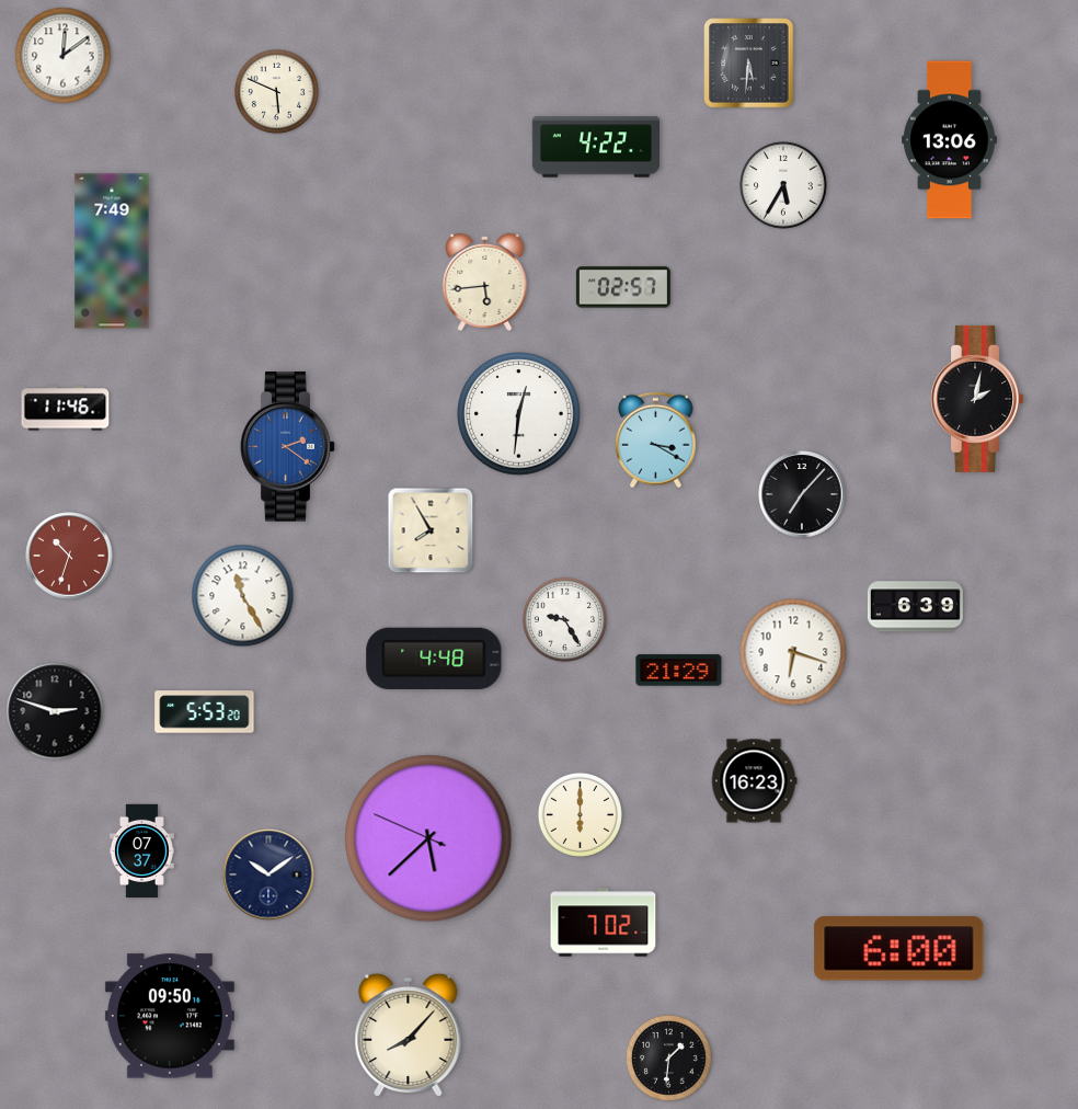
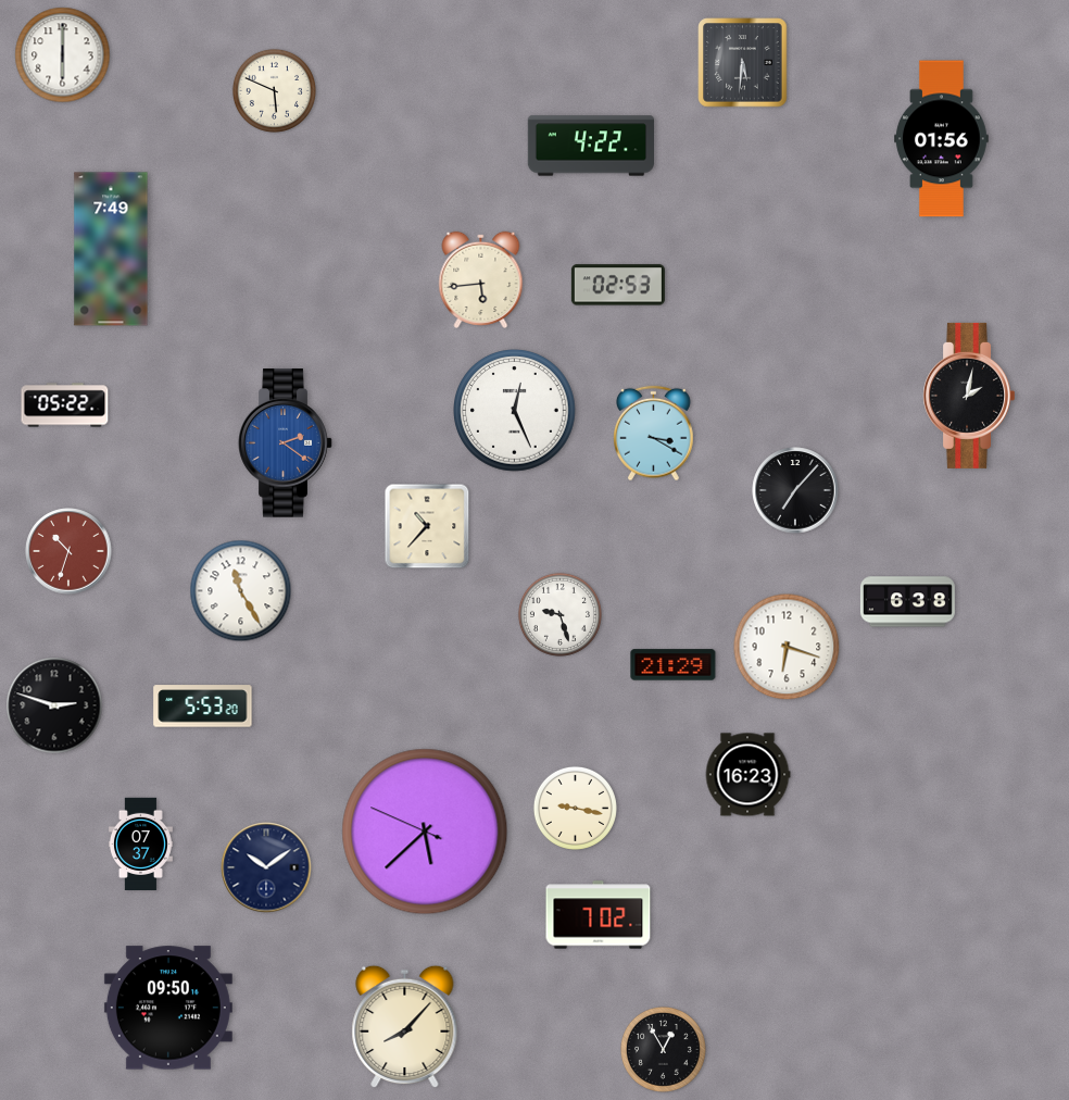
clock at (64, 56): 12:09 -> 6:00
clock at (950, 140): 13:06 -> 01:56
clock at (784, 186): 5:35 -> none
clock at (623, 287): 02:57 -> 02:53
clock at (66, 409): 11:46 -> 05:22
clock at (519, 414): 12:31 -> 12:26
clock at (656, 441) position: (656, 441) -> (654, 434)
clock at (431, 530): 7:55 -> 10:37
clock at (915, 607): 6:39 -> 6:38
clock at (564, 619): 9:25 -> 9:27
clock at (434, 659): 4:48 -> none
clock at (580, 814): 6:00 -> 9:17
clock at (899, 949): 6:00 -> none
clock at (668, 1057): 1:31 -> 12:55
